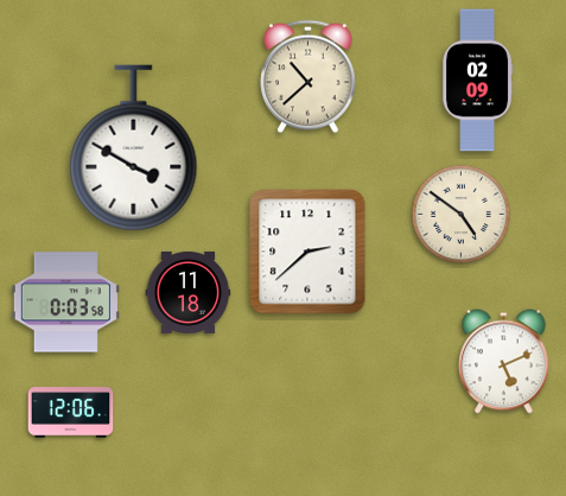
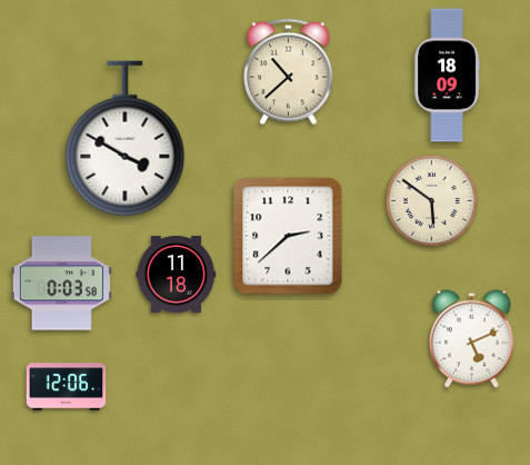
clock at (478, 81): 02:09 -> 18:09
clock at (462, 215): 4:51 -> 5:51
